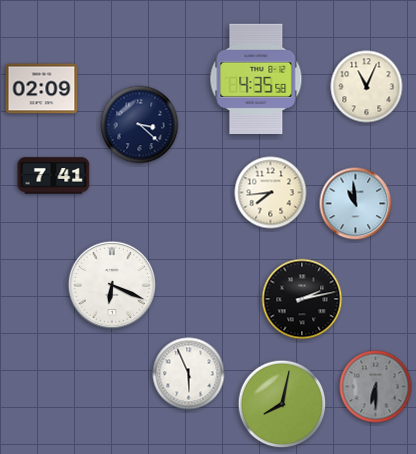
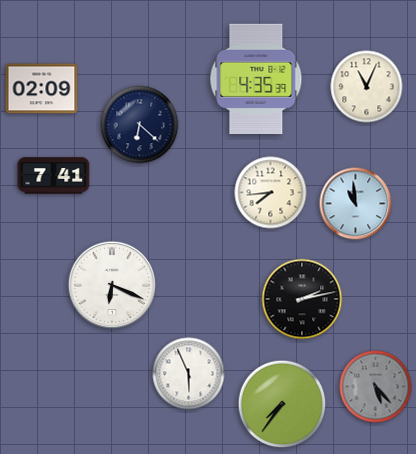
clock at (256, 78): 4:35:58 -> 4:35:39
clock at (140, 125): 3:22 -> 6:22
clock at (376, 387): 6:30 -> 5:23
clock at (282, 404): 8:02 -> 7:36
